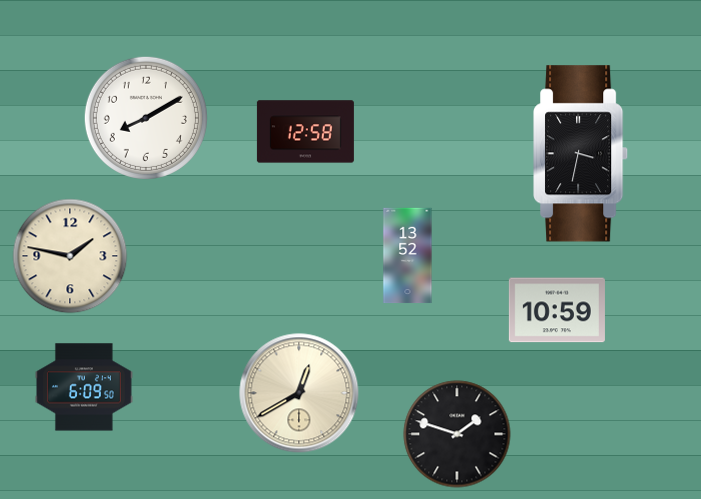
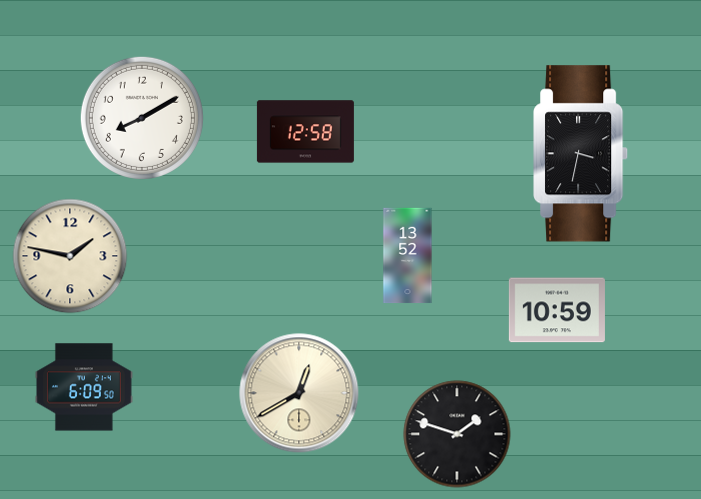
clock at (146, 118) position: (146, 118) -> (142, 118)
